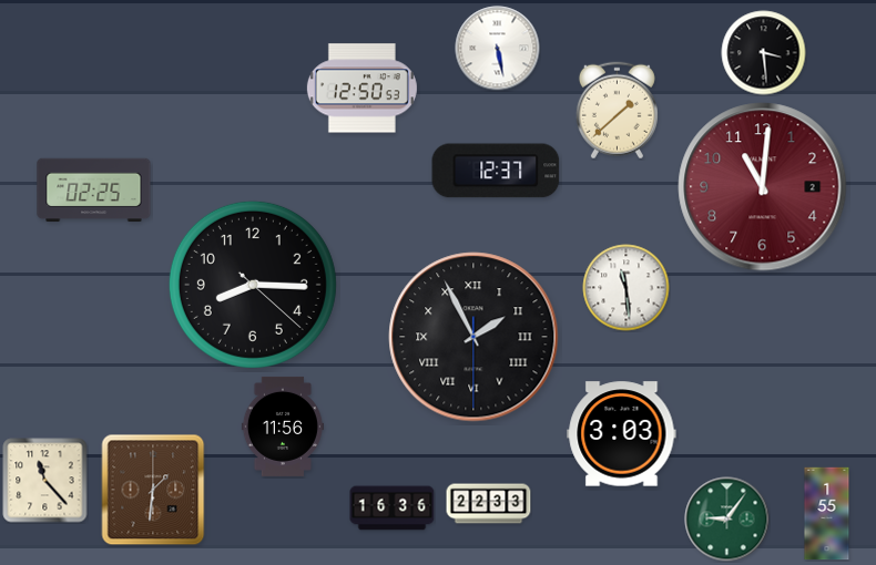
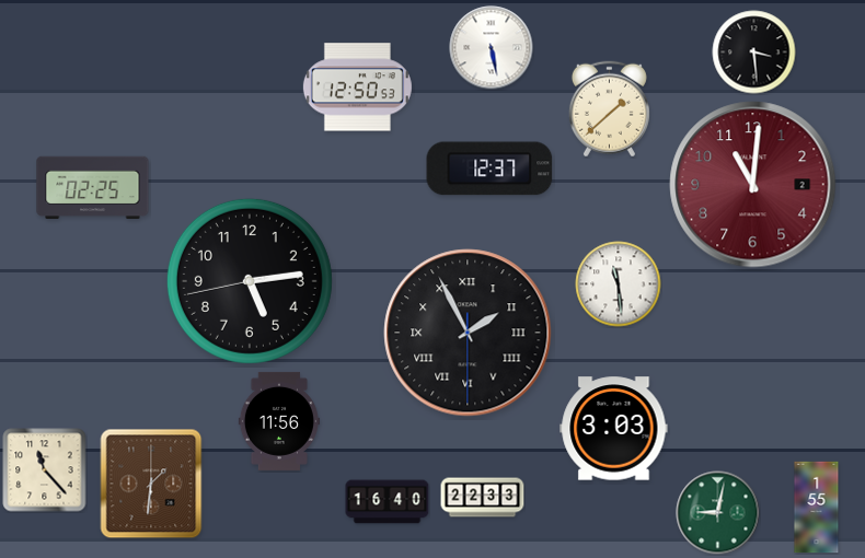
clock at (253, 285): 8:15 -> 5:13
clock at (45, 481) position: (45, 481) -> (45, 470)
clock at (393, 508): 16:36 -> 16:40
clock at (727, 520): 9:06 -> 9:02
